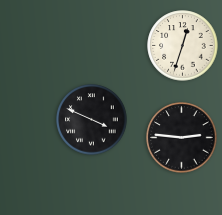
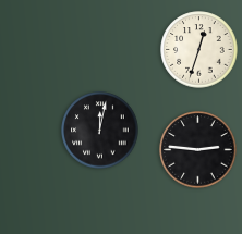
clock at (92, 120): 3:49 -> 12:02
